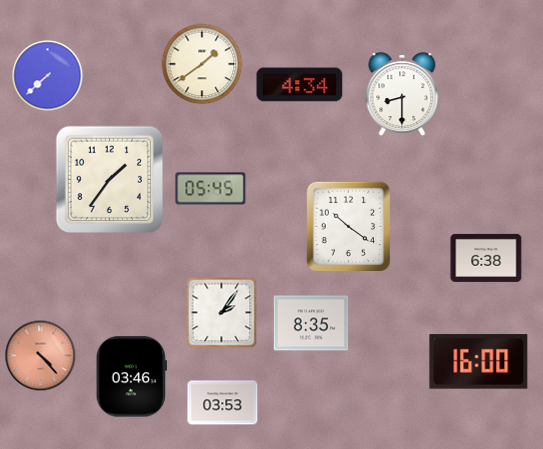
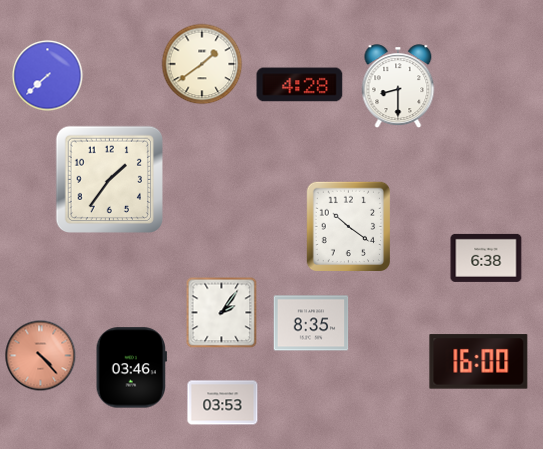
clock at (300, 85): 4:34 -> 4:28
clock at (402, 95) position: (402, 95) -> (398, 87)
clock at (211, 189): 05:45 -> none
clock at (131, 377) position: (131, 377) -> (131, 368)
